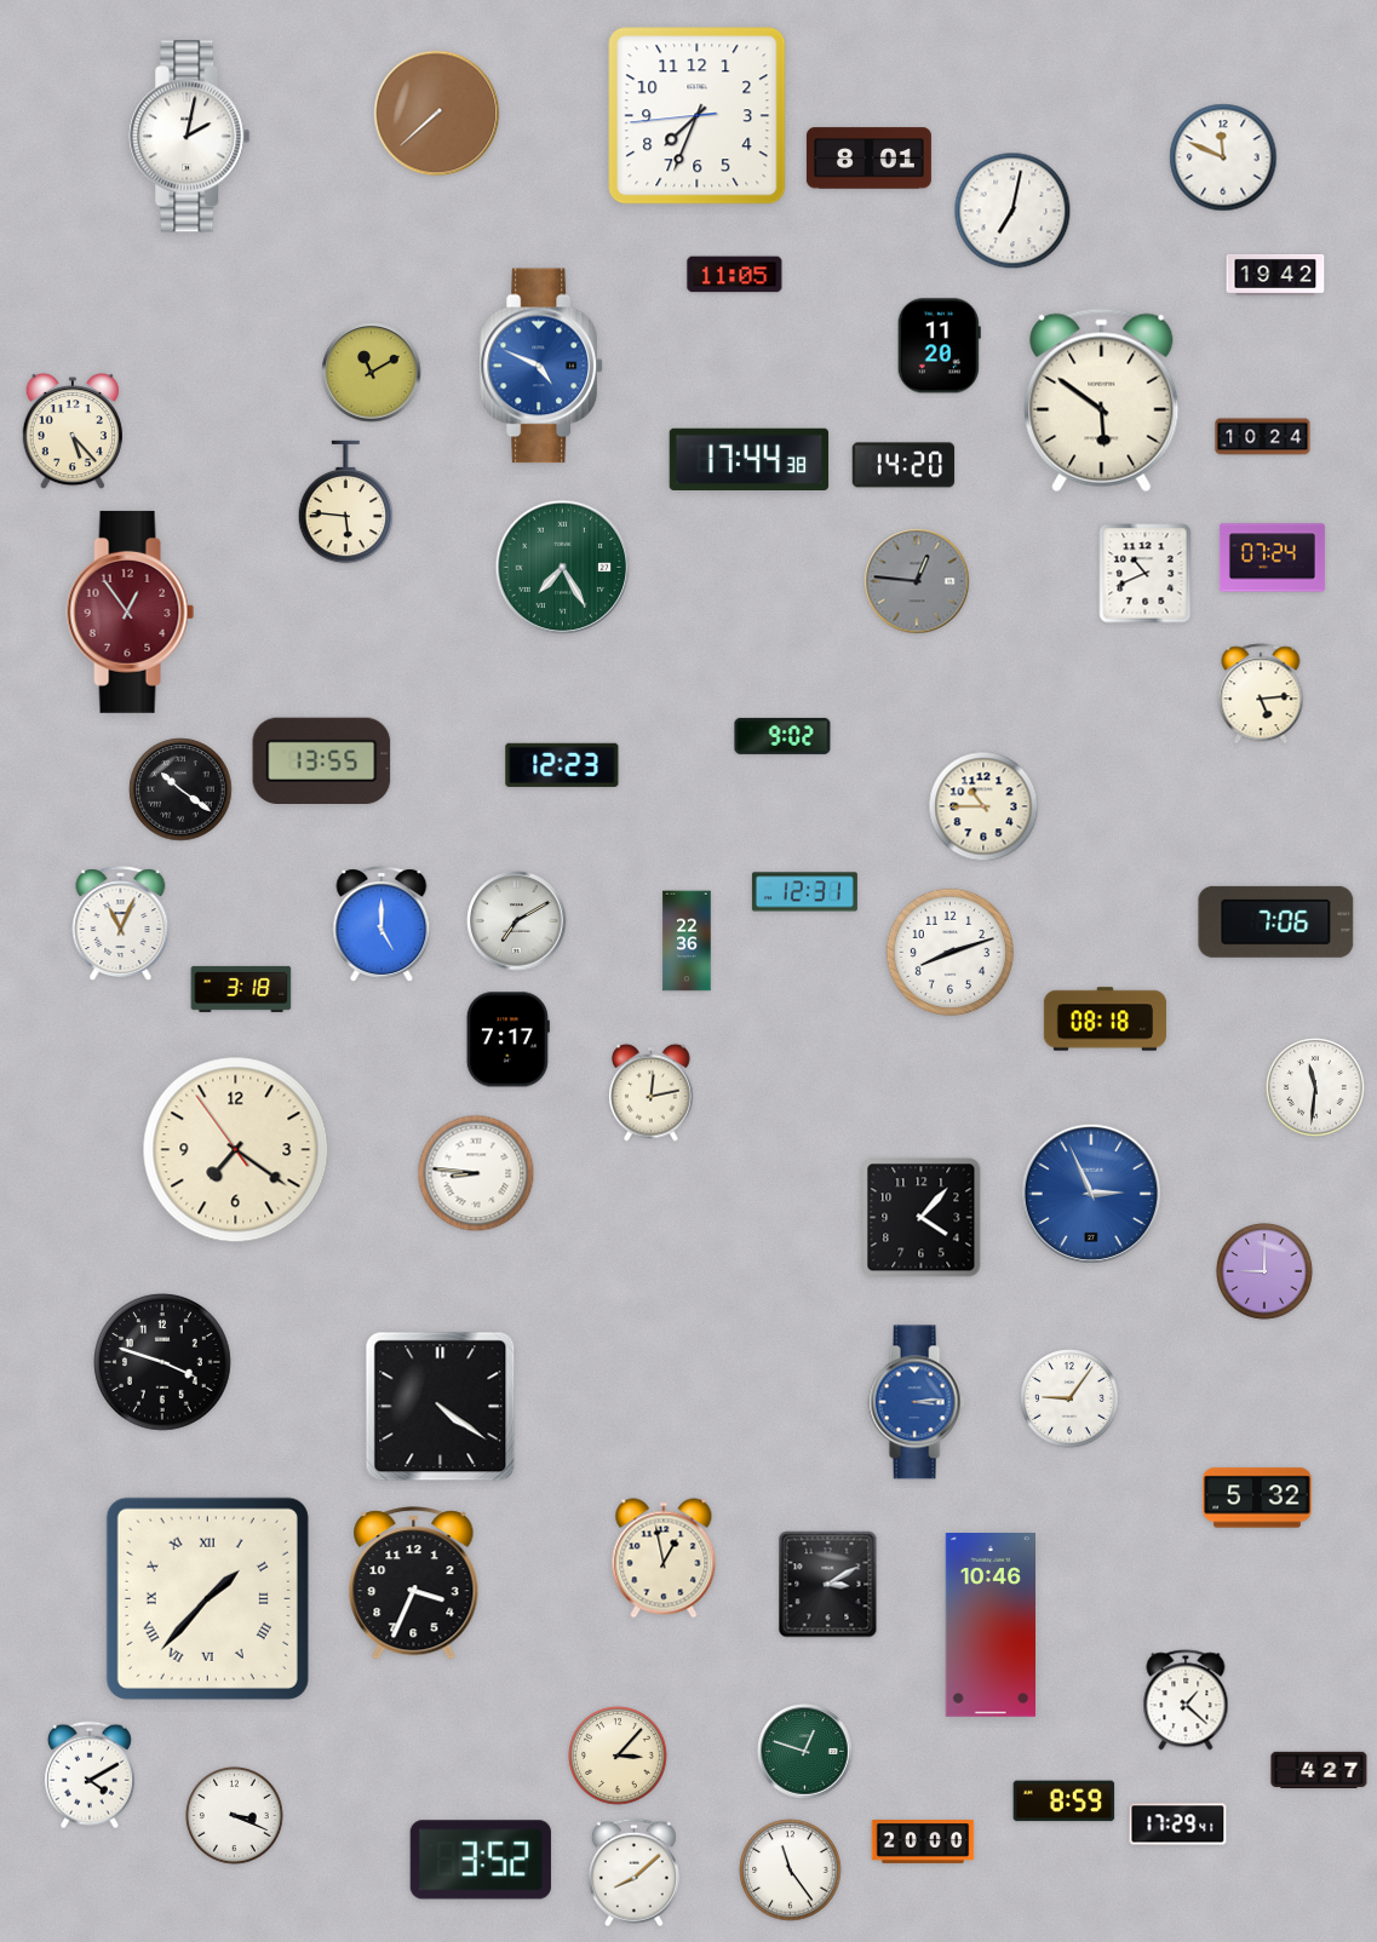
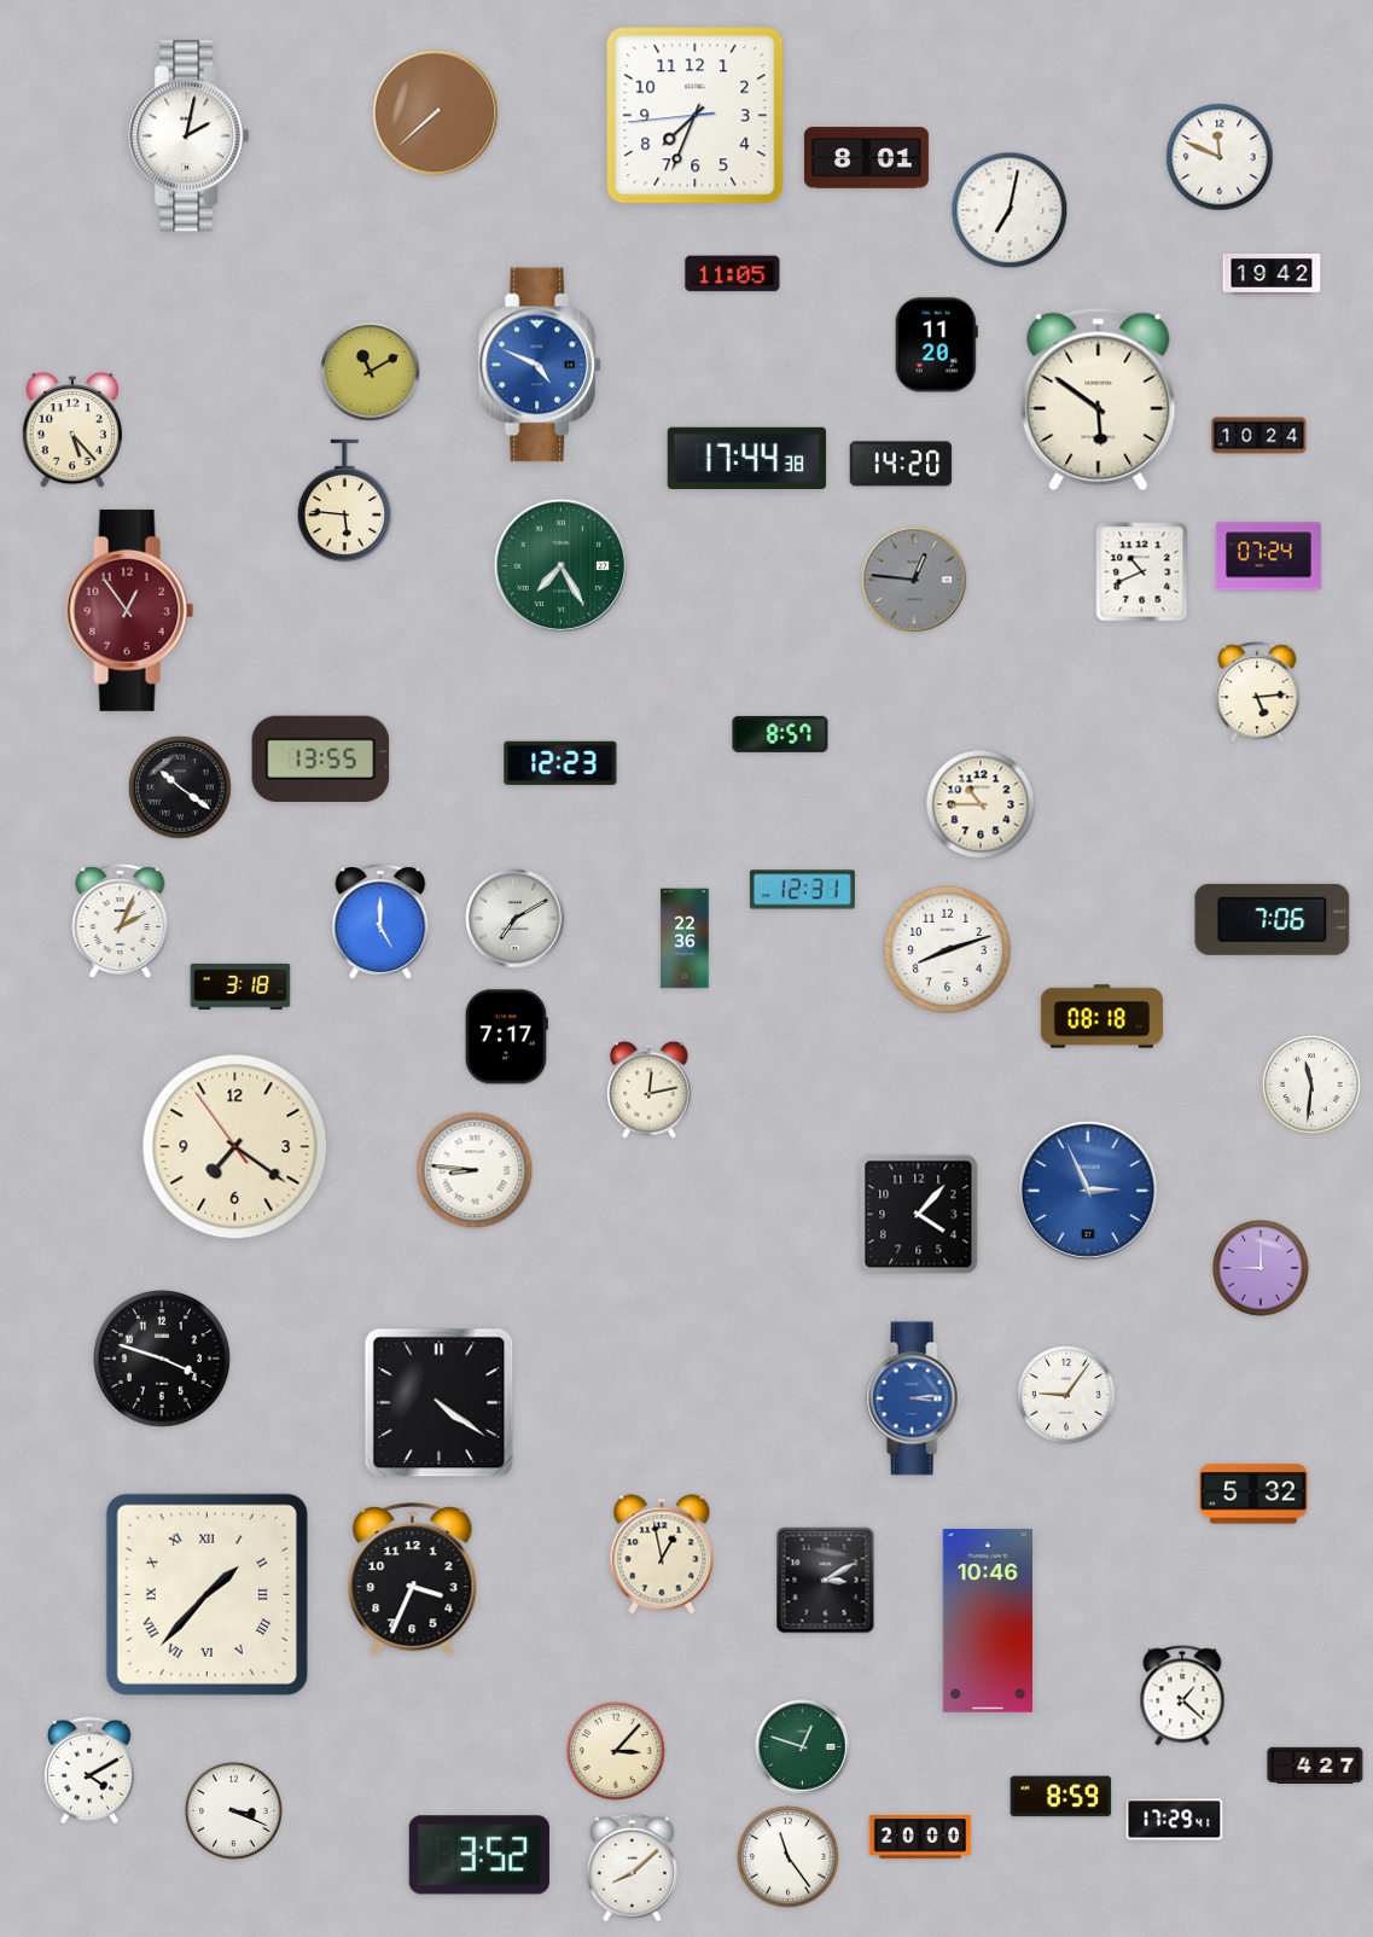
clock at (782, 736): 9:02 -> 8:57
clock at (121, 924): 11:04 -> 2:04
clock at (791, 1871) position: (791, 1871) -> (789, 1857)
